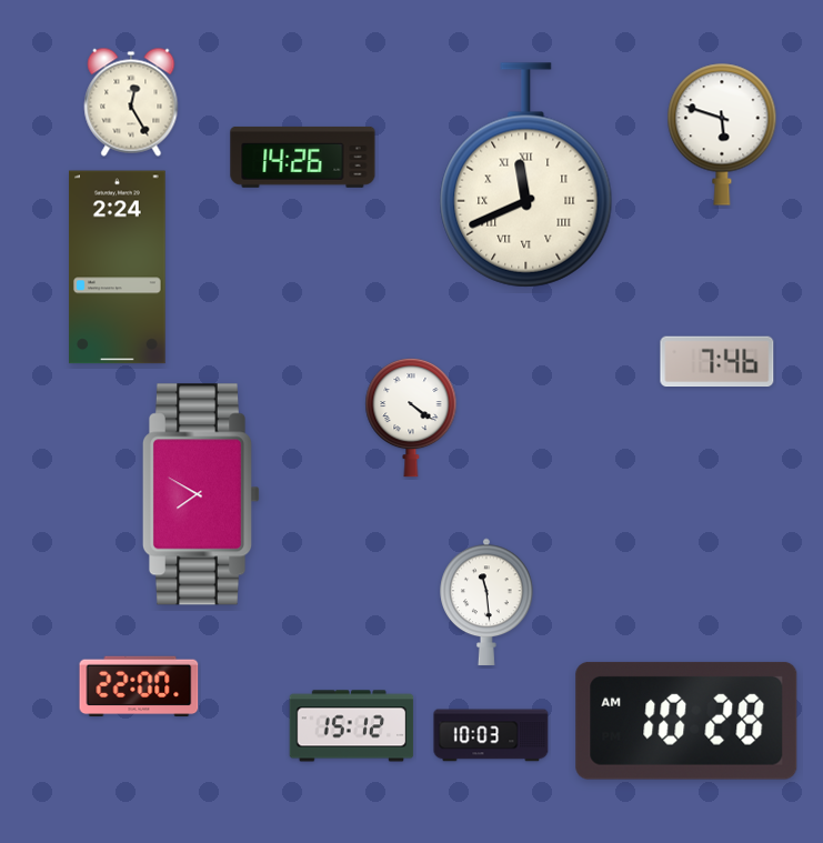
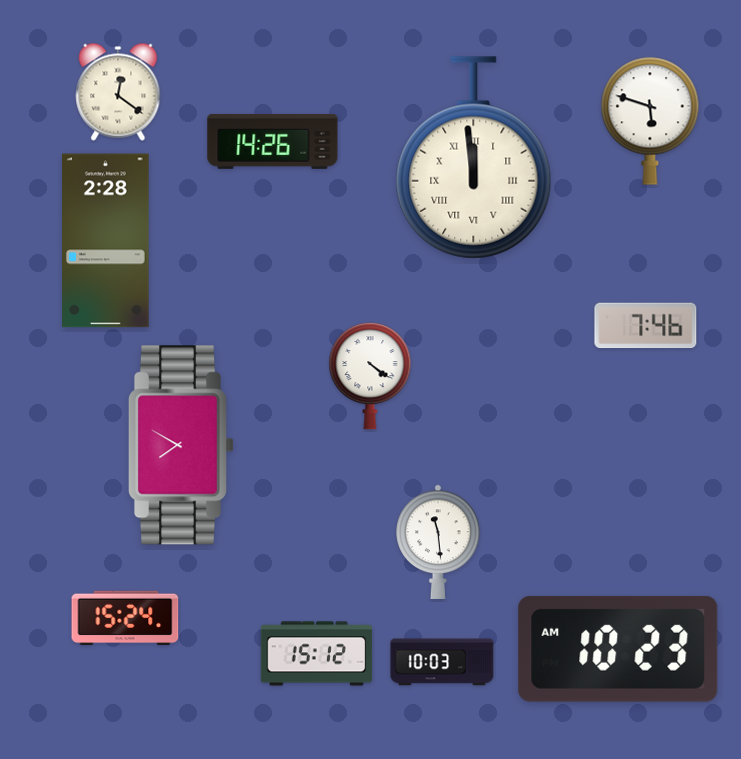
clock at (131, 102): 12:25 -> 12:21
clock at (526, 175): 11:41 -> 11:59
clock at (118, 268): 2:24 -> 2:28
clock at (139, 686): 22:00 -> 15:24
clock at (686, 721): 10:28 -> 10:23
